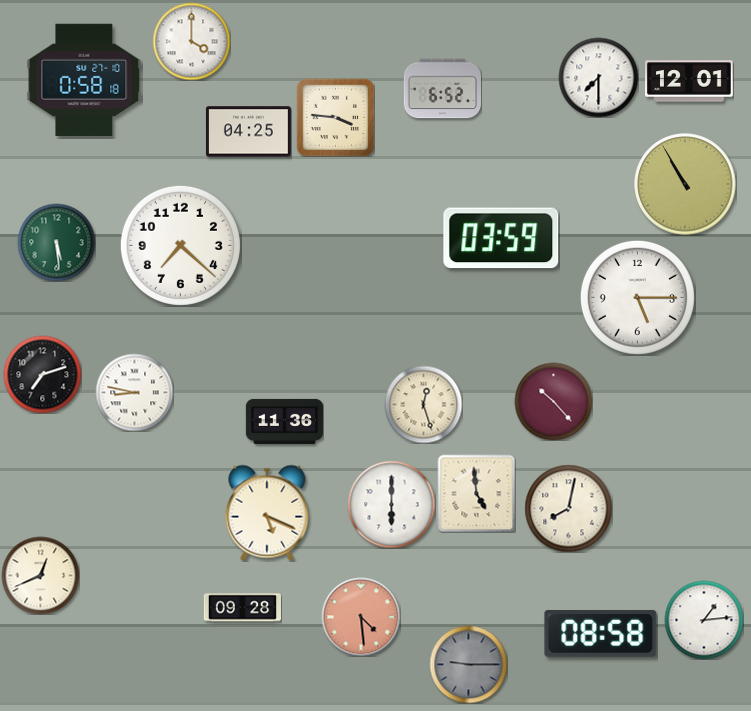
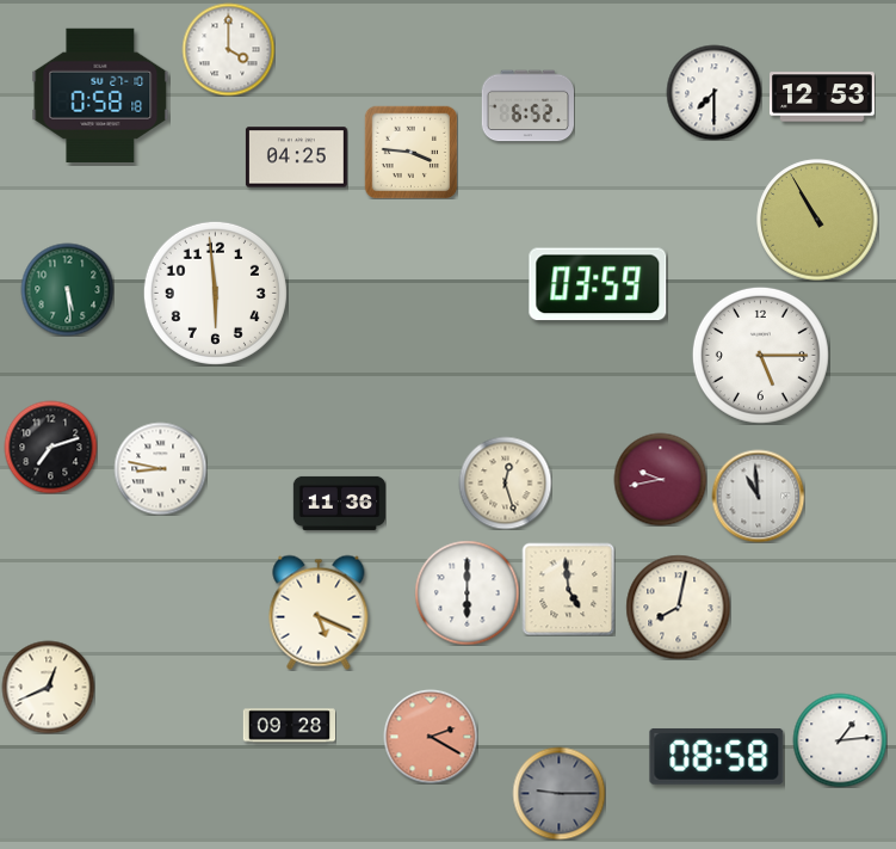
clock at (690, 81): 12:01 -> 12:53
clock at (335, 117) position: (335, 117) -> (410, 152)
clock at (180, 245): 7:22 -> 5:59
clock at (553, 401): 10:23 -> 9:43
clock at (758, 496): none -> 10:59
clock at (391, 504) position: (391, 504) -> (466, 592)
clock at (361, 617): 4:29 -> 2:20
